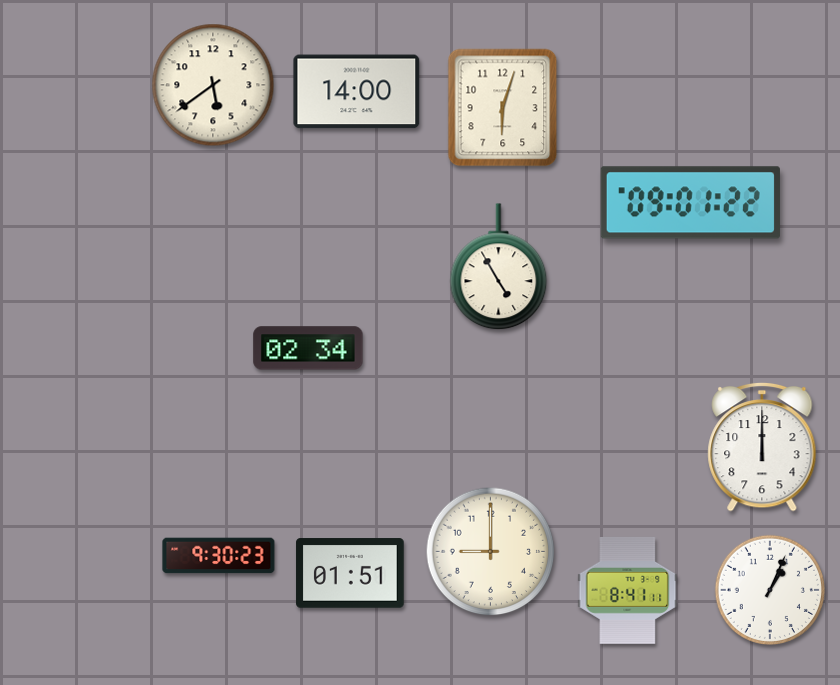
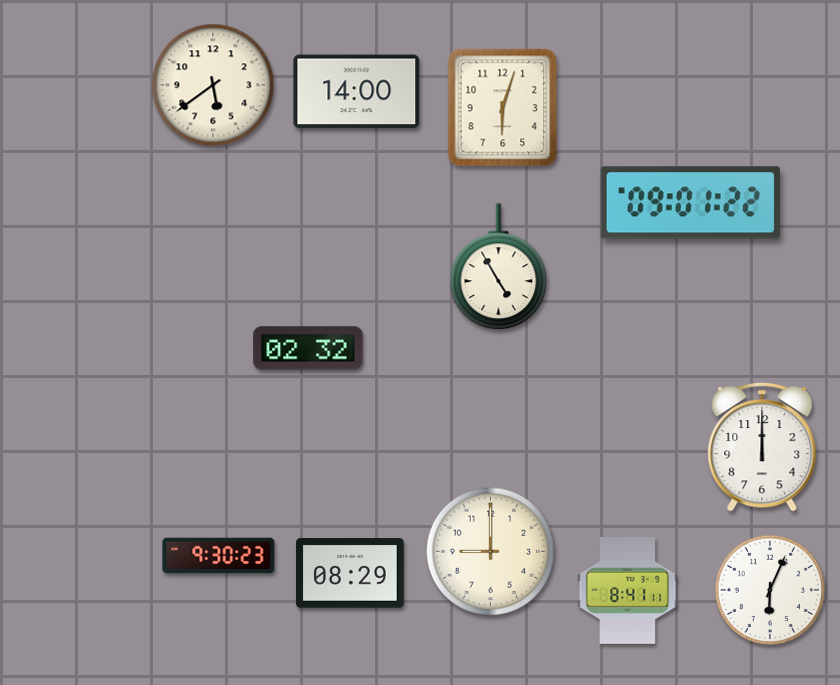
clock at (308, 348): 02:34 -> 02:32
clock at (350, 573): 01:51 -> 08:29
clock at (769, 589): 1:04 -> 6:04
